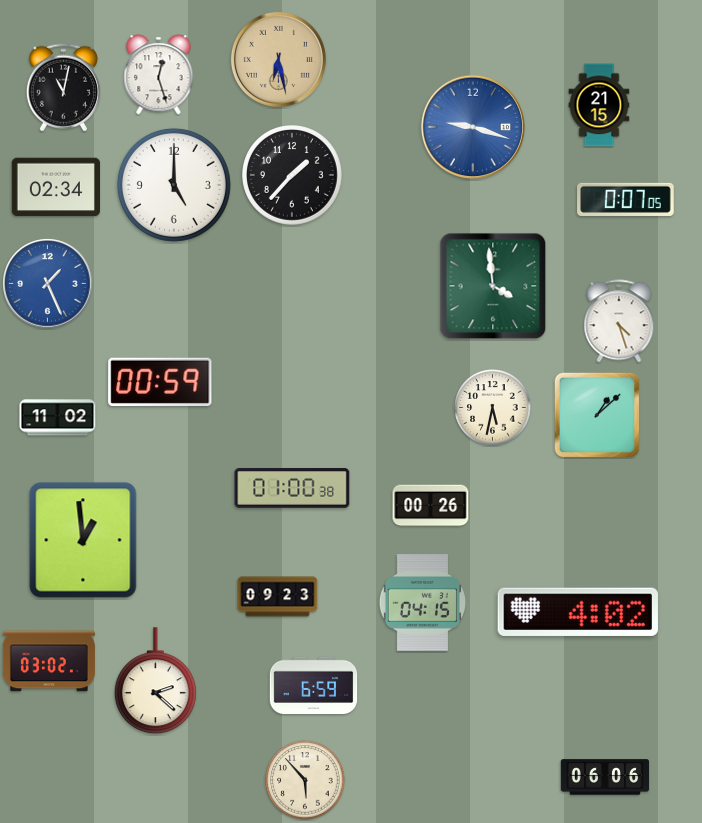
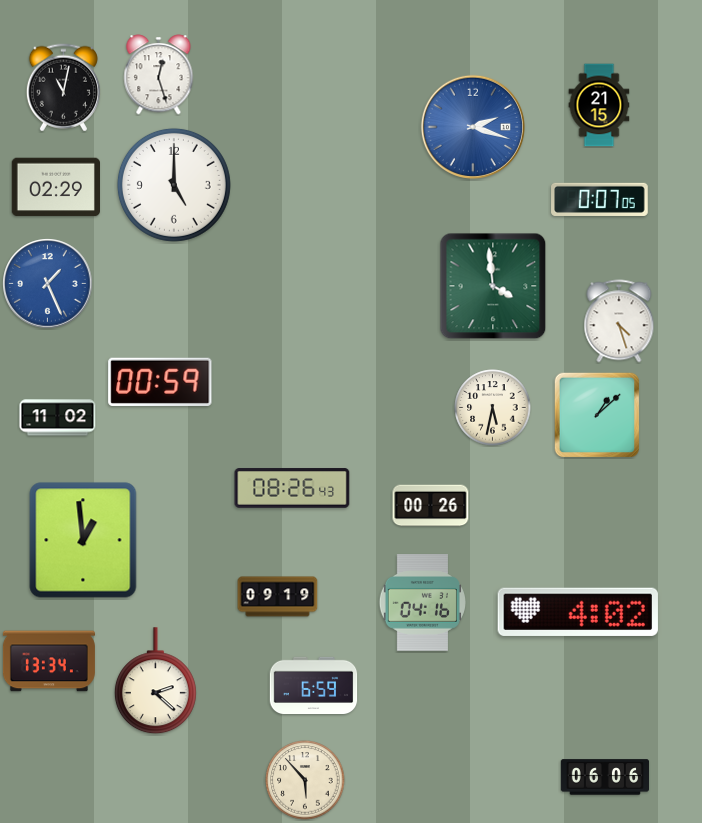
clock at (278, 59): 6:28 -> none
clock at (473, 127): 9:18 -> 2:18
clock at (293, 176): 1:37 -> none
clock at (55, 187): 02:34 -> 02:29
clock at (626, 199) position: (626, 199) -> (600, 199)
clock at (292, 488): 01:00 -> 08:26
clock at (278, 597): 09:23 -> 09:19
clock at (422, 603): 04:15 -> 04:16
clock at (49, 661): 03:02 -> 13:34
